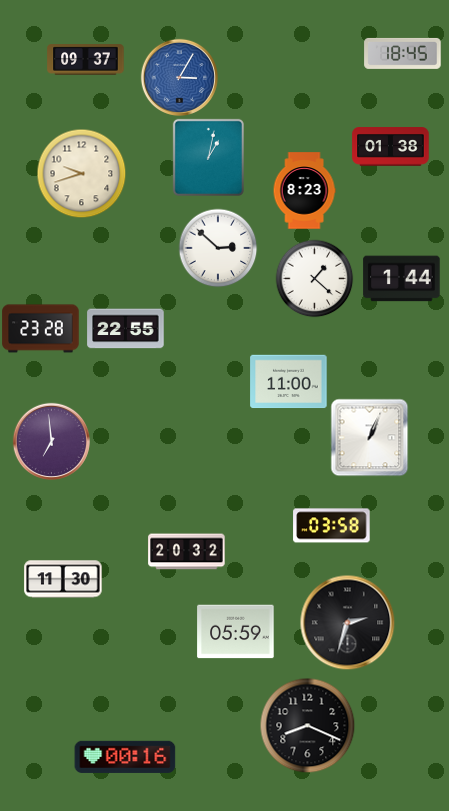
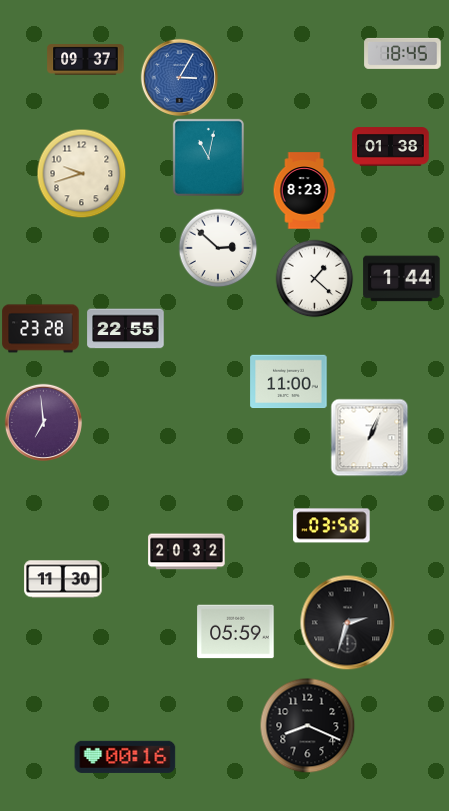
clock at (208, 157): 1:02 -> 11:02
clock at (51, 441) position: (51, 441) -> (43, 422)
